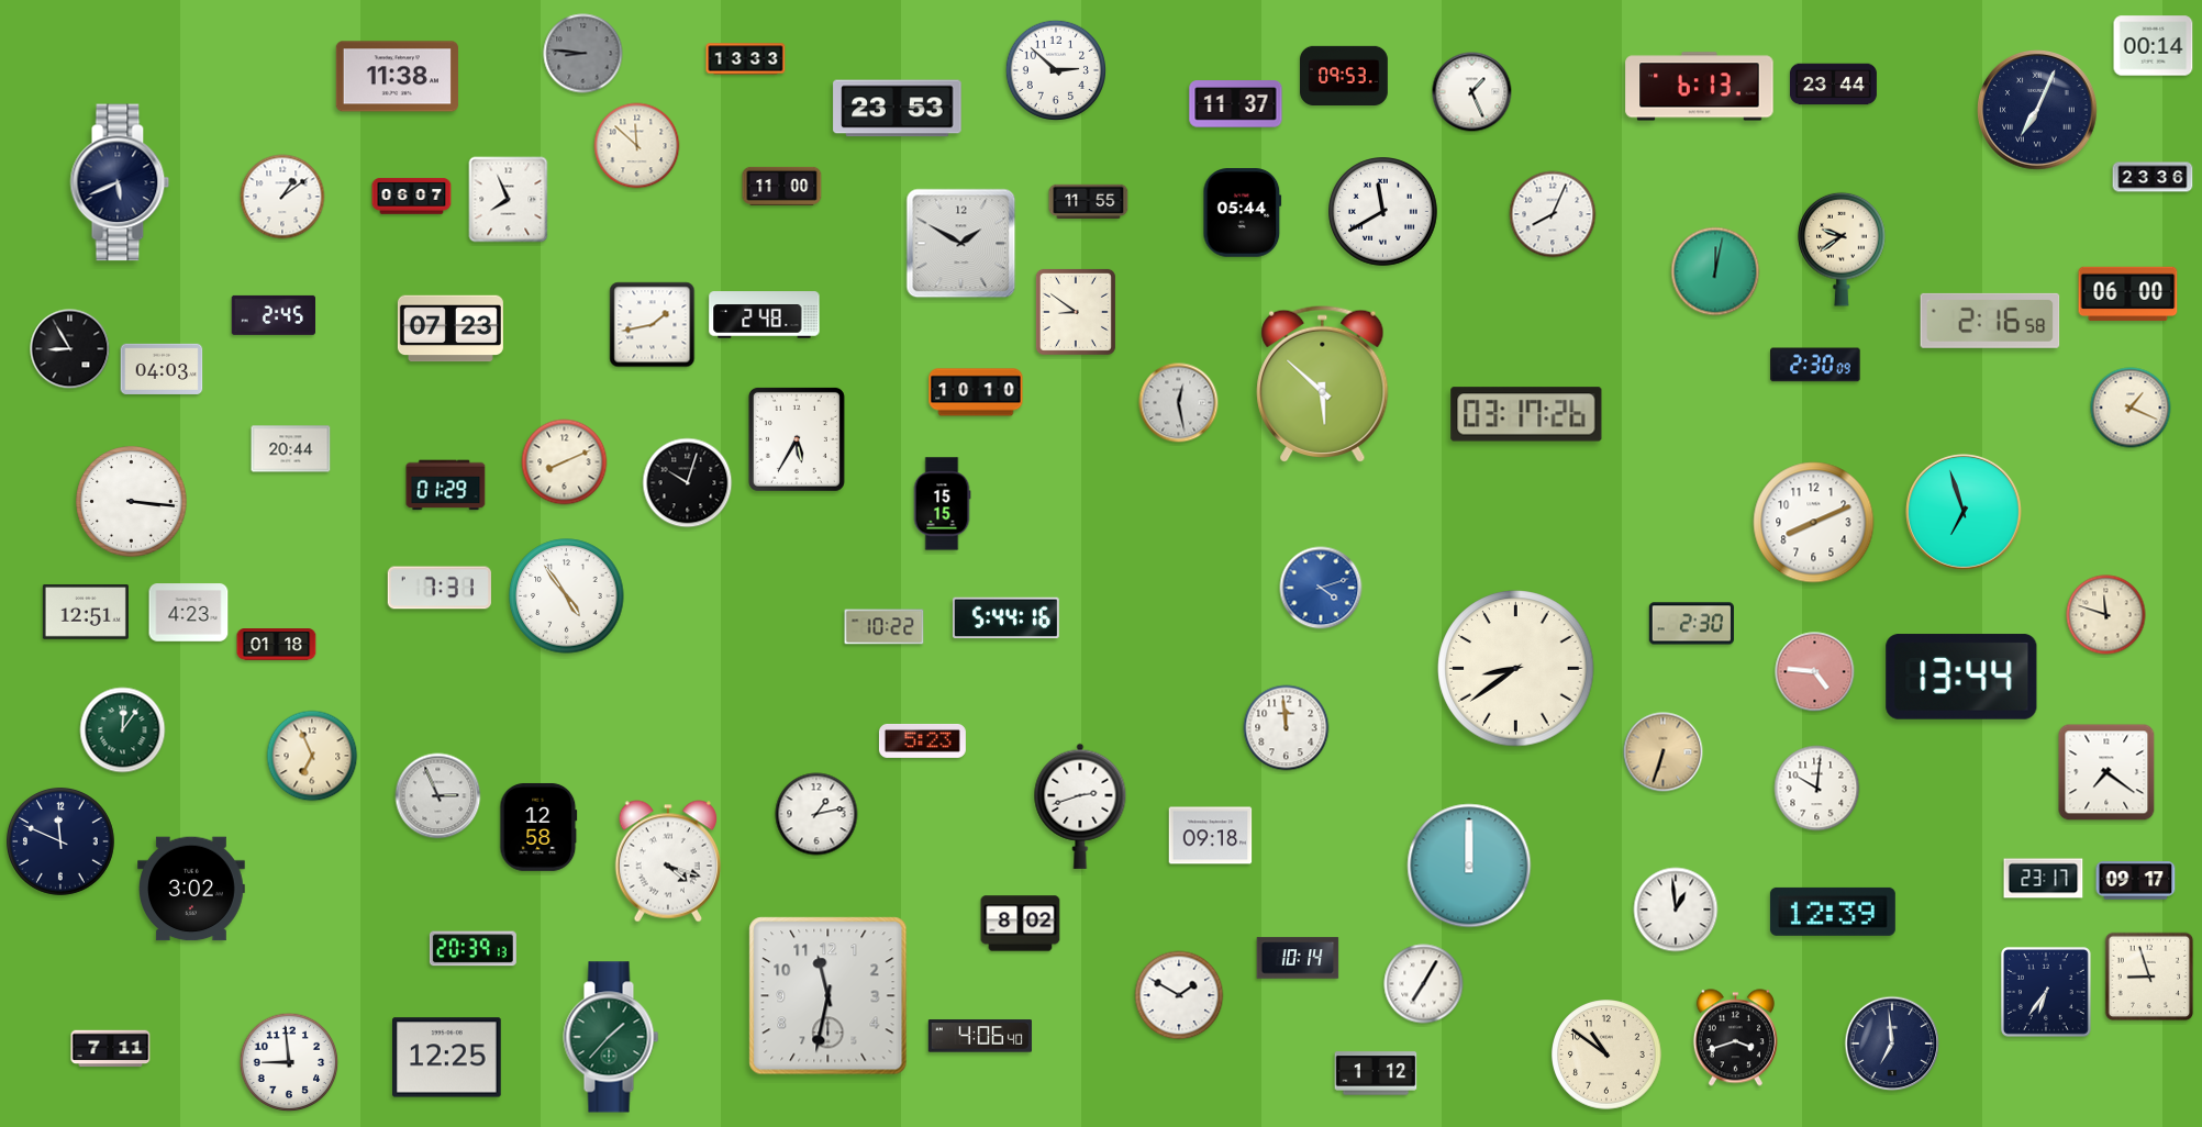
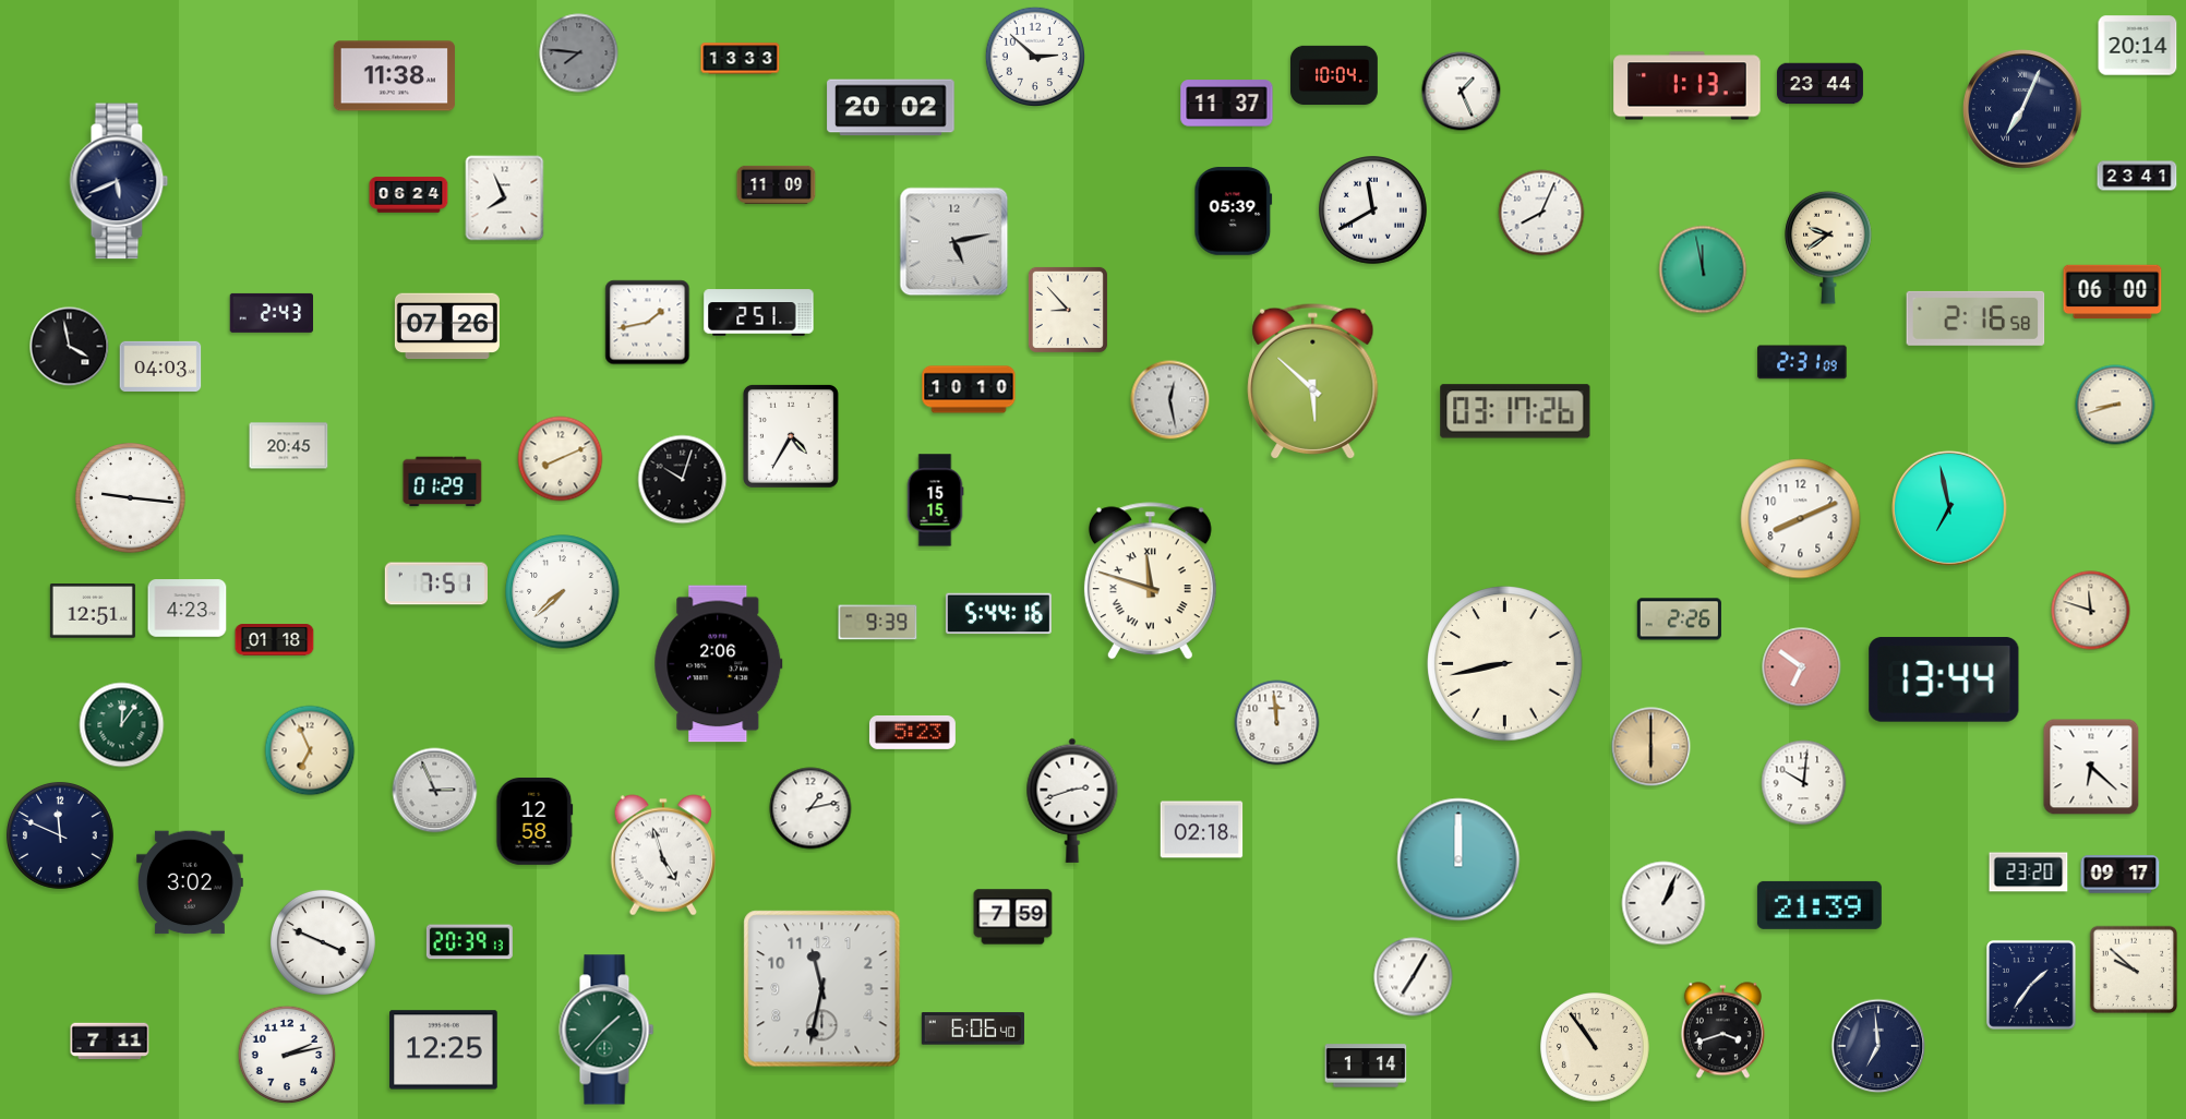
clock at (2154, 46): 00:14 -> 20:14
clock at (583, 54): 8:46 -> 7:46
clock at (1055, 69) position: (1055, 69) -> (1034, 56)
clock at (1345, 75): 09:53 -> 10:04
clock at (1700, 87): 6:13 -> 1:13
clock at (898, 109): 23:53 -> 20:02
clock at (637, 146): 11:52 -> none
clock at (2153, 177): 23:36 -> 23:41
clock at (782, 186): 11:00 -> 11:09
clock at (282, 197): 1:09 -> none
clock at (412, 197): 06:07 -> 06:24
clock at (1089, 202): 11:55 -> none
clock at (1243, 213): 05:44 -> 05:39
clock at (961, 244): 1:50 -> 5:13
clock at (1715, 271): 12:02 -> 11:58
clock at (1076, 312): 8:51 -> 8:53
clock at (273, 315): 2:45 -> 2:43
clock at (765, 315): 2:48 -> 2:51
clock at (451, 328): 07:23 -> 07:26
clock at (70, 349): 8:55 -> 3:58
clock at (1815, 365): 2:30 -> 2:31
clock at (2131, 408): 1:19 -> 8:42
clock at (797, 439): 5:35 -> 4:35
clock at (291, 449): 20:44 -> 20:45
clock at (132, 502): 3:16 -> 9:16
clock at (1964, 512): 6:57 -> 6:58
clock at (1150, 581): none -> 11:48
clock at (440, 588): 7:31 -> 7:51
clock at (1321, 588): 4:12 -> none
clock at (567, 596): 4:54 -> 7:38
clock at (86, 613) position: (86, 613) -> (93, 612)
clock at (1691, 624): 2:30 -> 2:26
clock at (885, 627): 10:22 -> 9:39
clock at (719, 664): none -> 2:06
clock at (1516, 669): 8:39 -> 8:43
clock at (1815, 672): 4:46 -> 6:51
clock at (1961, 677) position: (1961, 677) -> (1944, 679)
clock at (922, 740) position: (922, 740) -> (912, 732)
clock at (1664, 752): 6:33 -> 6:00
clock at (2106, 772): 7:21 -> 6:22
clock at (1211, 836): 09:18 -> 02:18
clock at (667, 861): 4:18 -> 4:57
clock at (2044, 879): 23:17 -> 23:20
clock at (1676, 910): 12:59 -> 1:04
clock at (1833, 912): 12:39 -> 21:39
clock at (1021, 924): 8:02 -> 7:59
clock at (323, 942): none -> 3:49
clock at (1298, 958): 10:14 -> none
clock at (2149, 977): 8:57 -> 9:52
clock at (2047, 993): 6:36 -> 1:36
clock at (1179, 995): 1:50 -> none
clock at (980, 1036): 4:06 -> 6:06
clock at (1892, 1044) position: (1892, 1044) -> (1878, 1046)
clock at (1606, 1055): 10:51 -> 10:54
clock at (289, 1062): 8:59 -> 2:13
clock at (1376, 1073): 1:12 -> 1:14
